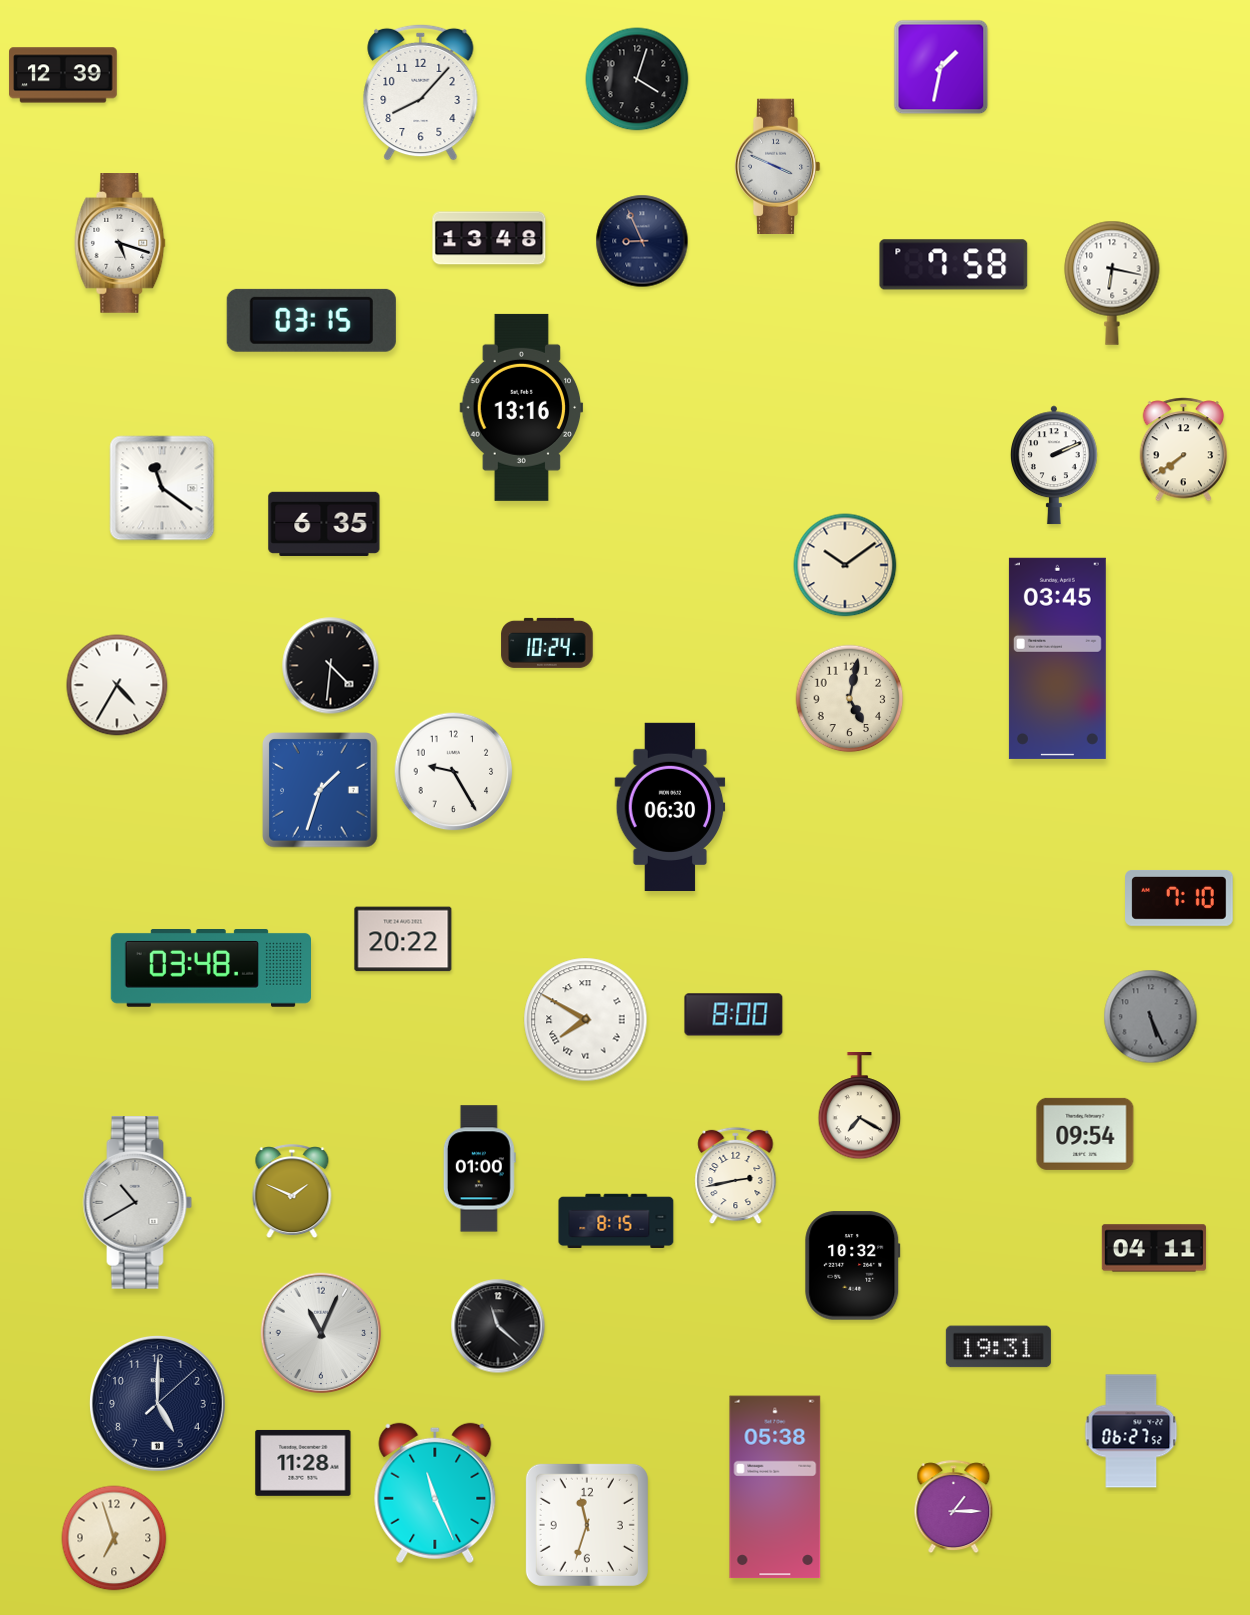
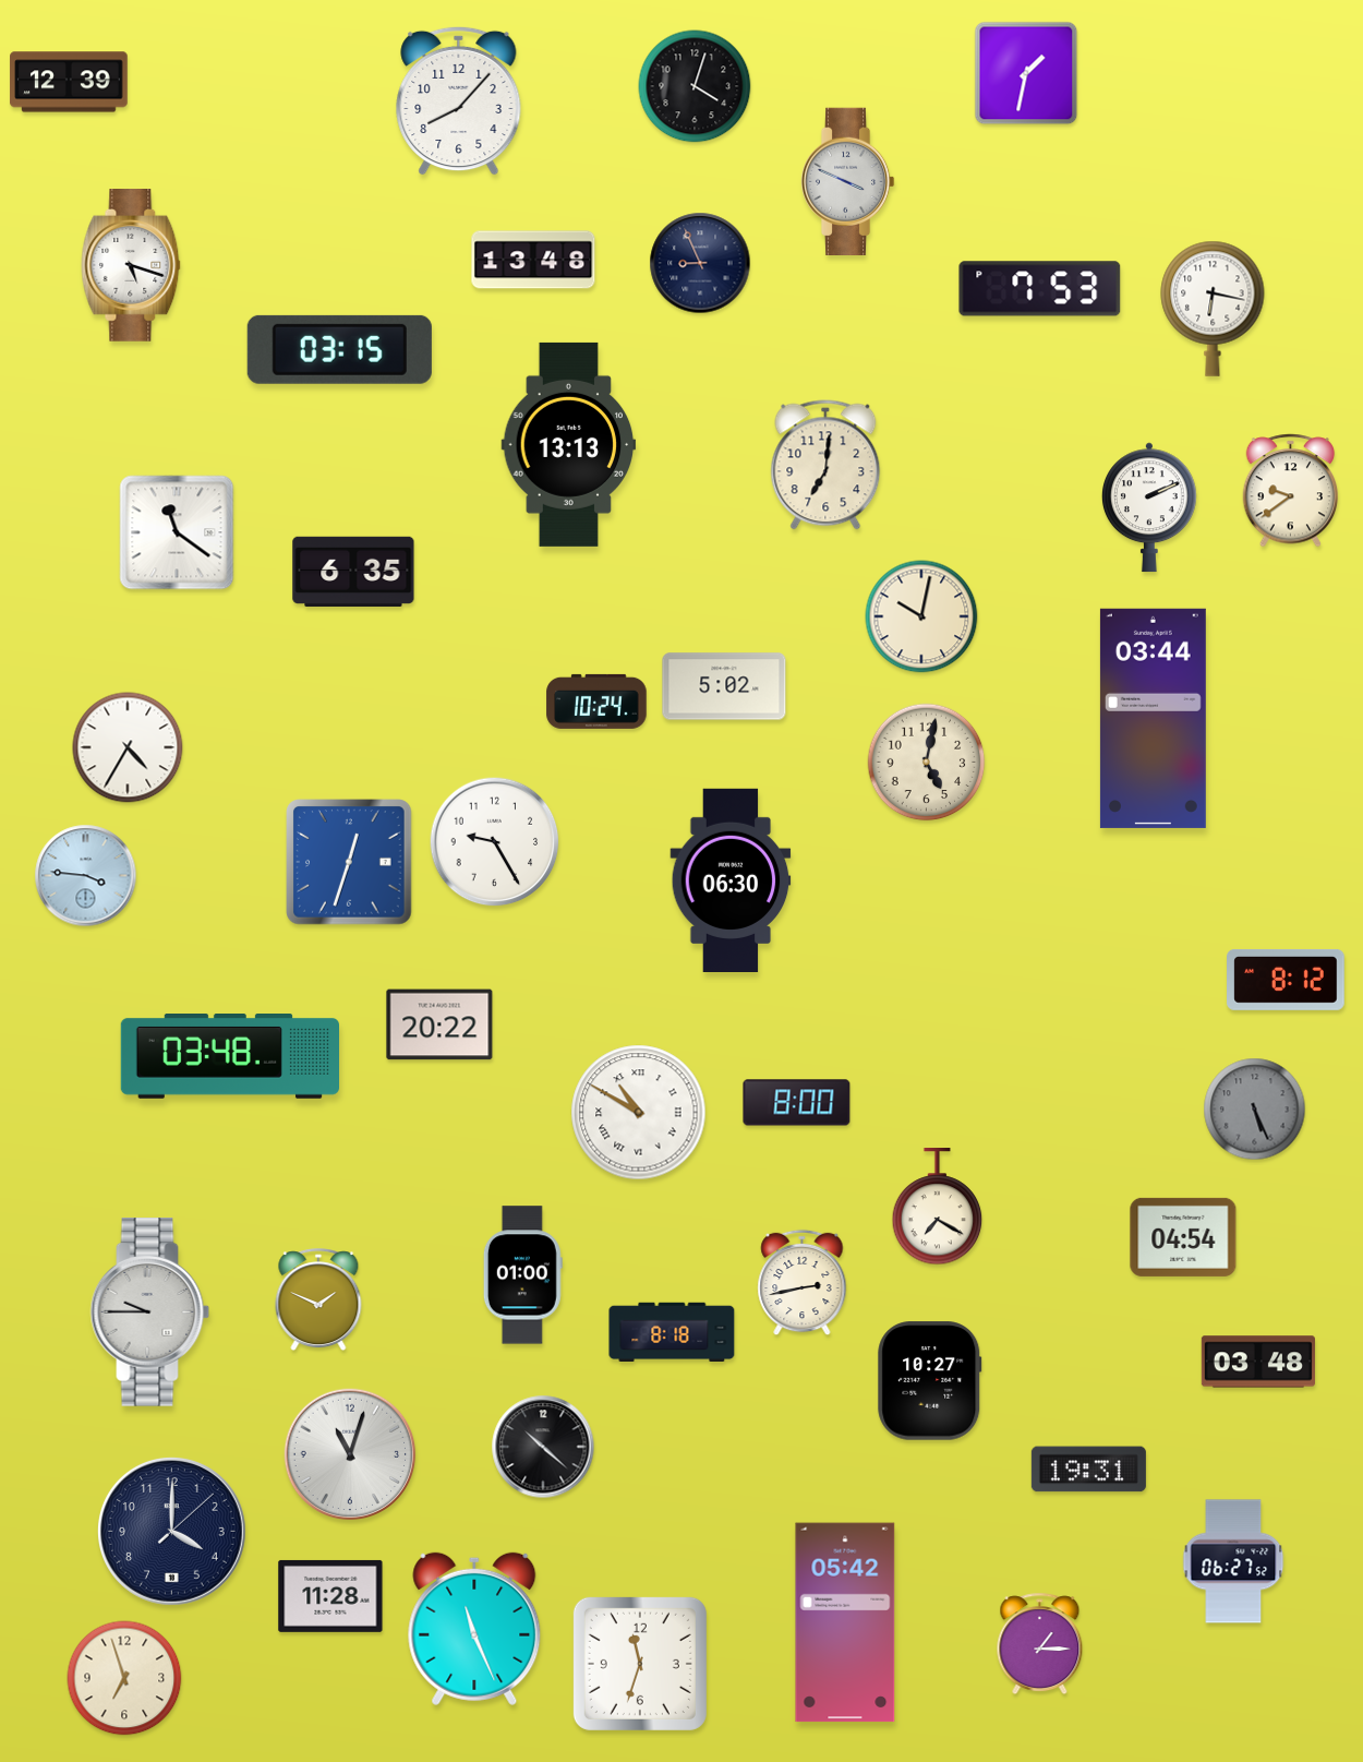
clock at (954, 265): 7:58 -> 7:53
clock at (522, 407): 13:16 -> 13:13
clock at (825, 465): none -> 7:01
clock at (1184, 450): 7:39 -> 9:39
clock at (845, 565): 10:09 -> 10:02
clock at (724, 686): none -> 5:02
clock at (1057, 658): 03:45 -> 03:44
clock at (331, 666): 4:31 -> none
clock at (320, 790): 1:33 -> 12:33
clock at (86, 876): none -> 3:46
clock at (1179, 898): 7:10 -> 8:12
clock at (734, 1015) position: (734, 1015) -> (797, 1103)
clock at (586, 1020): 7:50 -> 10:50
clock at (1085, 1134): 09:54 -> 04:54
clock at (138, 1203): 10:40 -> 9:45
clock at (616, 1220): 8:15 -> 8:18
clock at (1154, 1248): 04:11 -> 03:48
clock at (853, 1266): 10:32 -> 10:27
clock at (498, 1326): 11:22 -> 10:22
clock at (321, 1333): 11:04 -> 11:03
clock at (157, 1403): 5:00 -> 4:00
clock at (775, 1487): 05:38 -> 05:42
